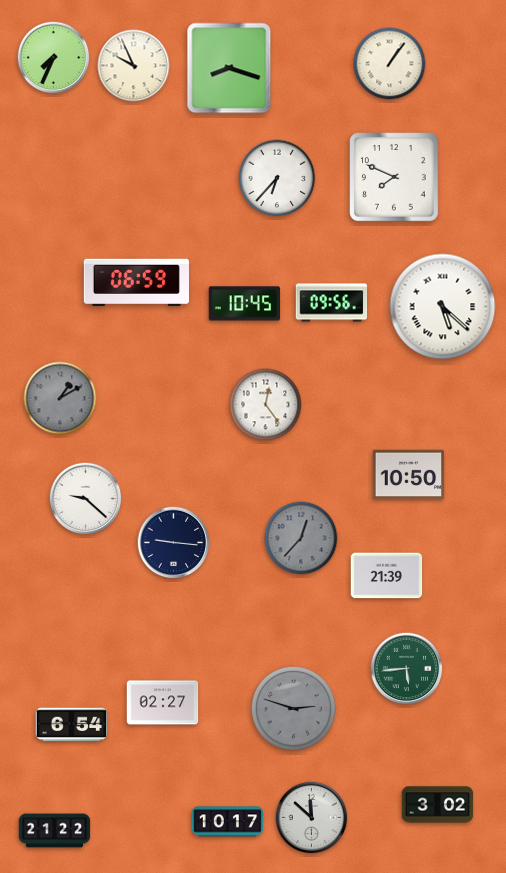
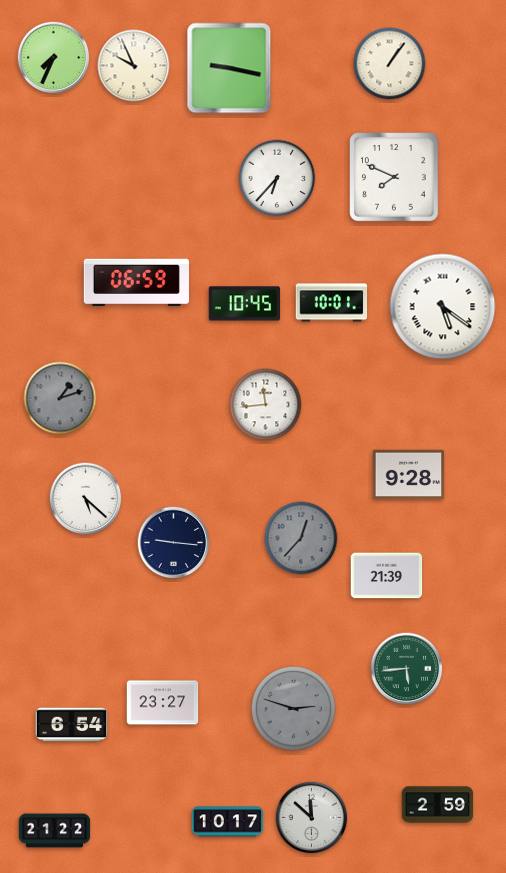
clock at (229, 68): 8:18 -> 9:17
clock at (332, 303): 09:56 -> 10:01
clock at (443, 307): 5:22 -> 5:21
clock at (60, 398): 1:10 -> 1:12
clock at (266, 405): 12:24 -> 11:44
clock at (409, 475): 10:50 -> 9:28
clock at (86, 499): 9:22 -> 5:22
clock at (163, 703): 02:27 -> 23:27
clock at (438, 805): 3:02 -> 2:59
